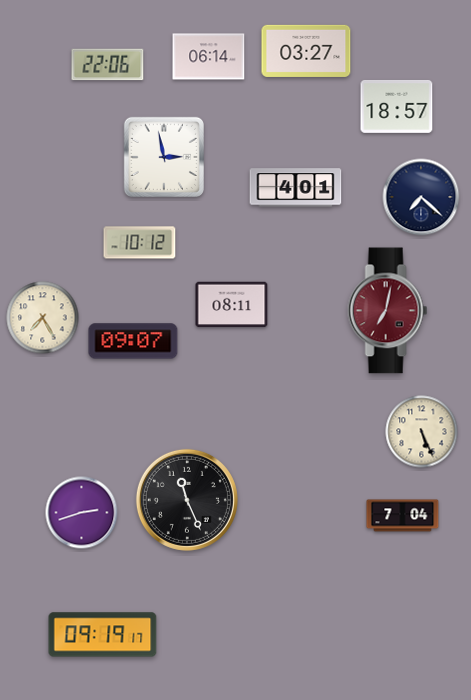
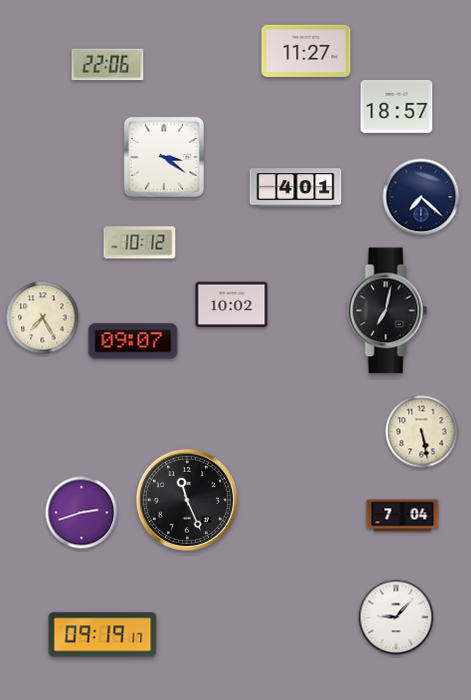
clock at (306, 51): 03:27 -> 11:27
clock at (209, 57): 06:14 -> none
clock at (164, 157): 2:58 -> 3:21
clock at (232, 305): 08:11 -> 10:02
clock at (388, 311) dial: burgundy -> black
clock at (422, 432): 5:26 -> 5:28
clock at (396, 617): none -> 9:07
